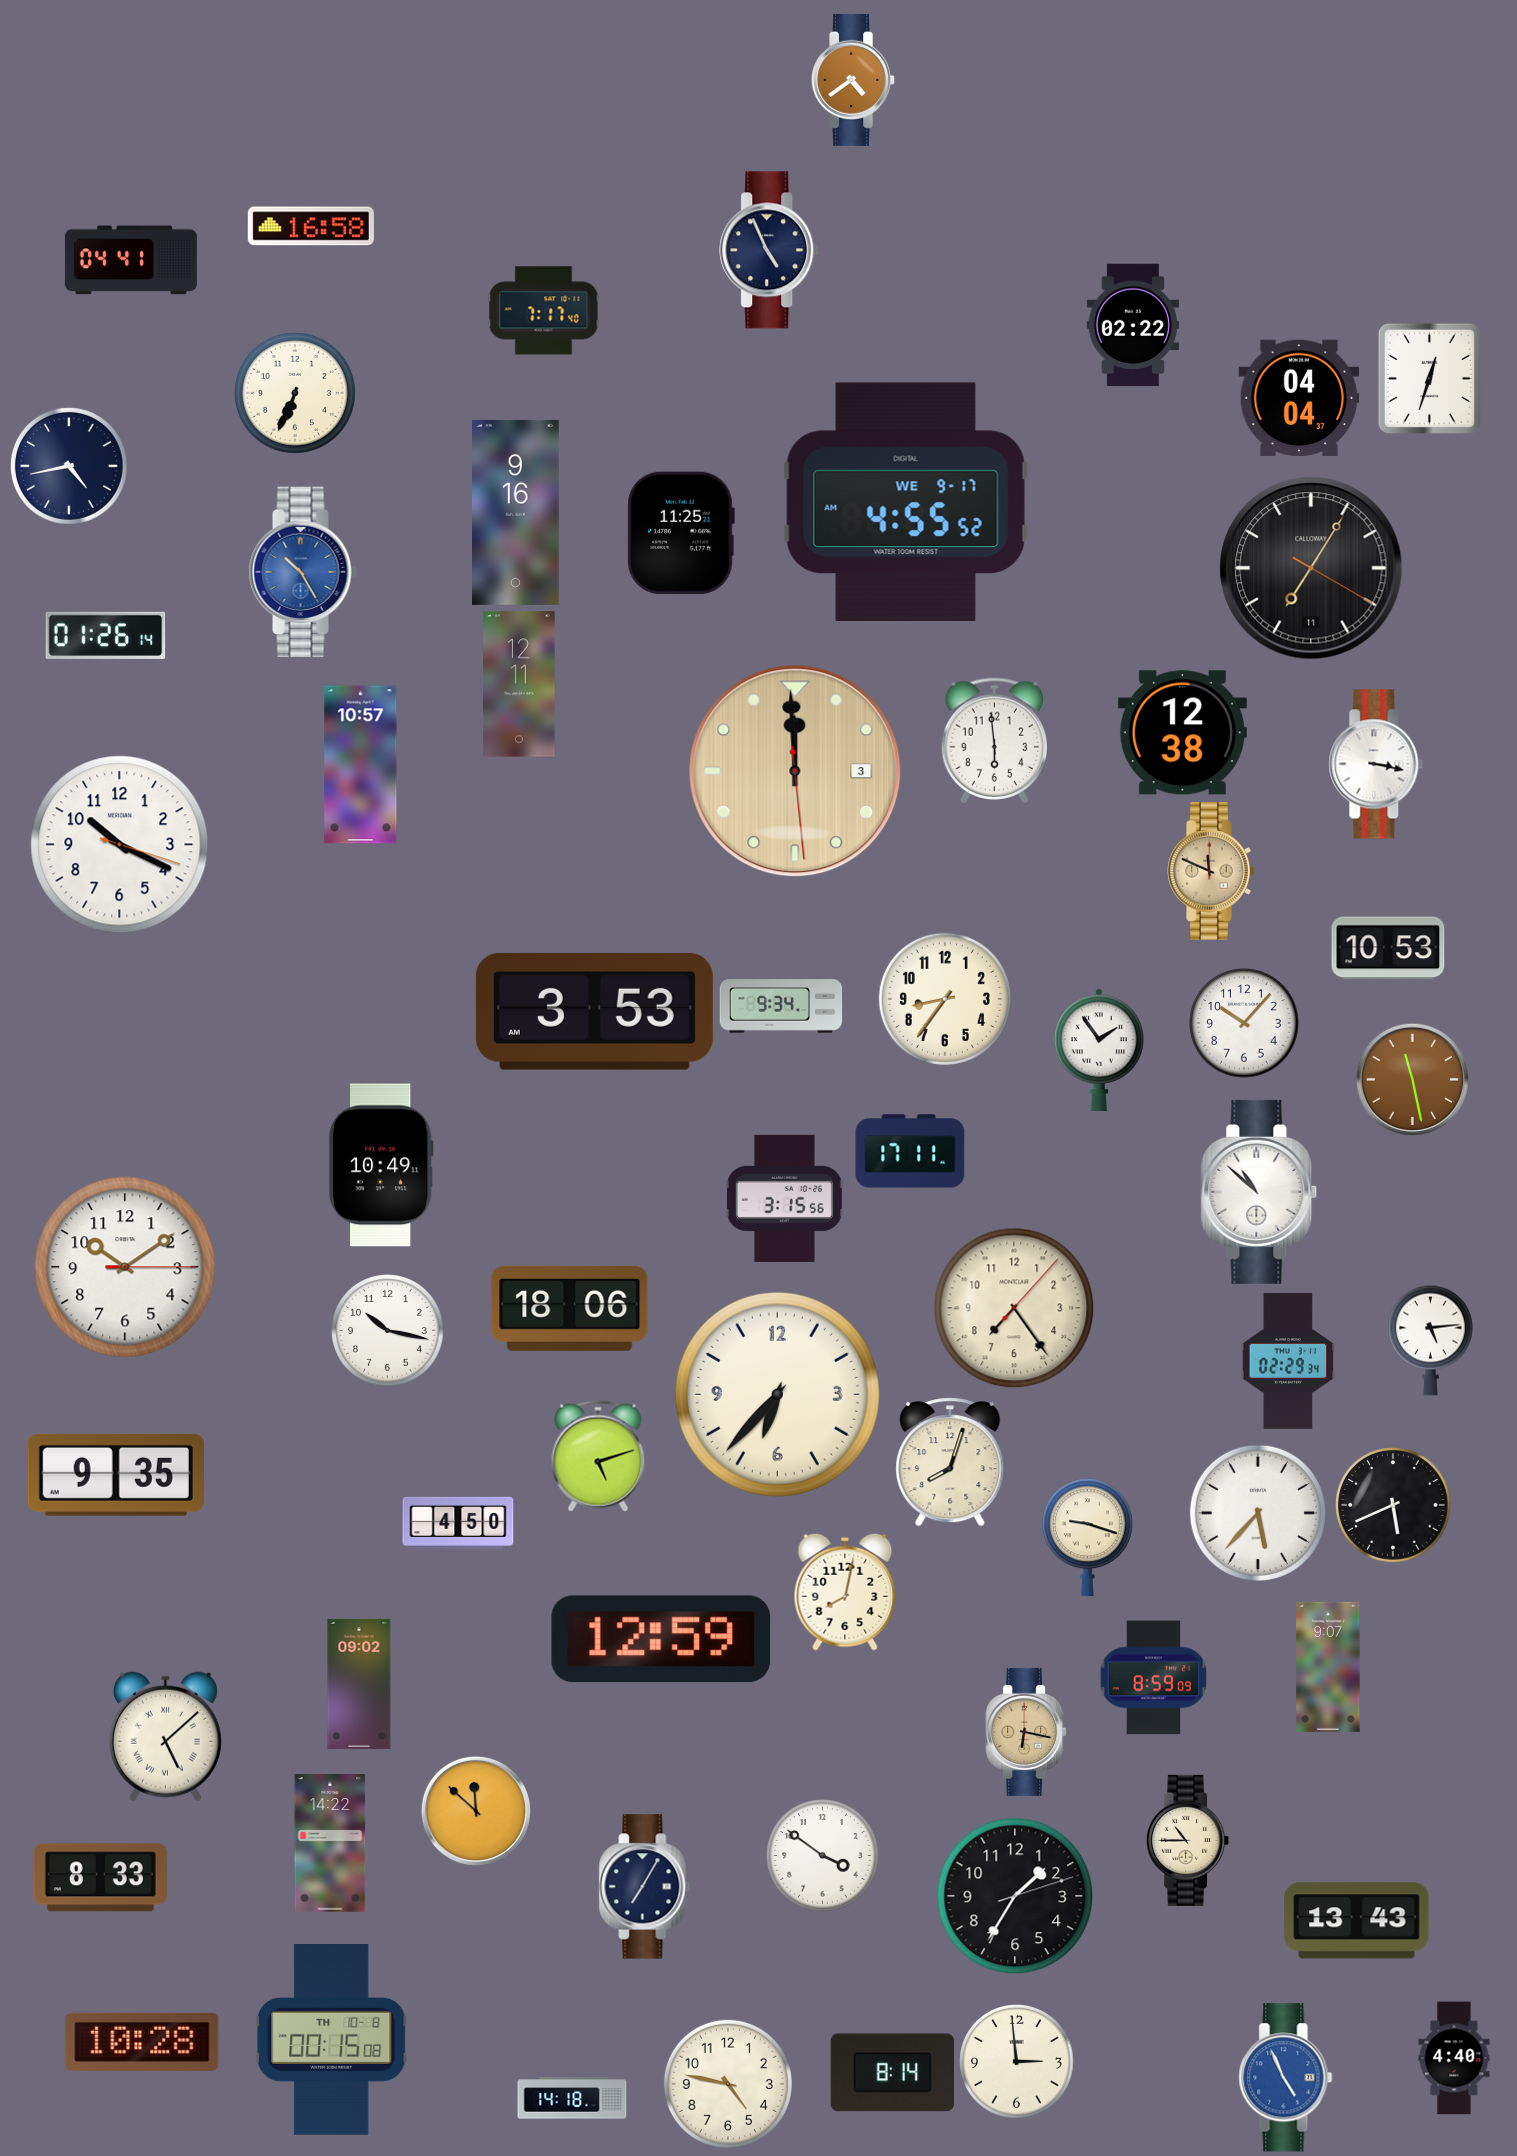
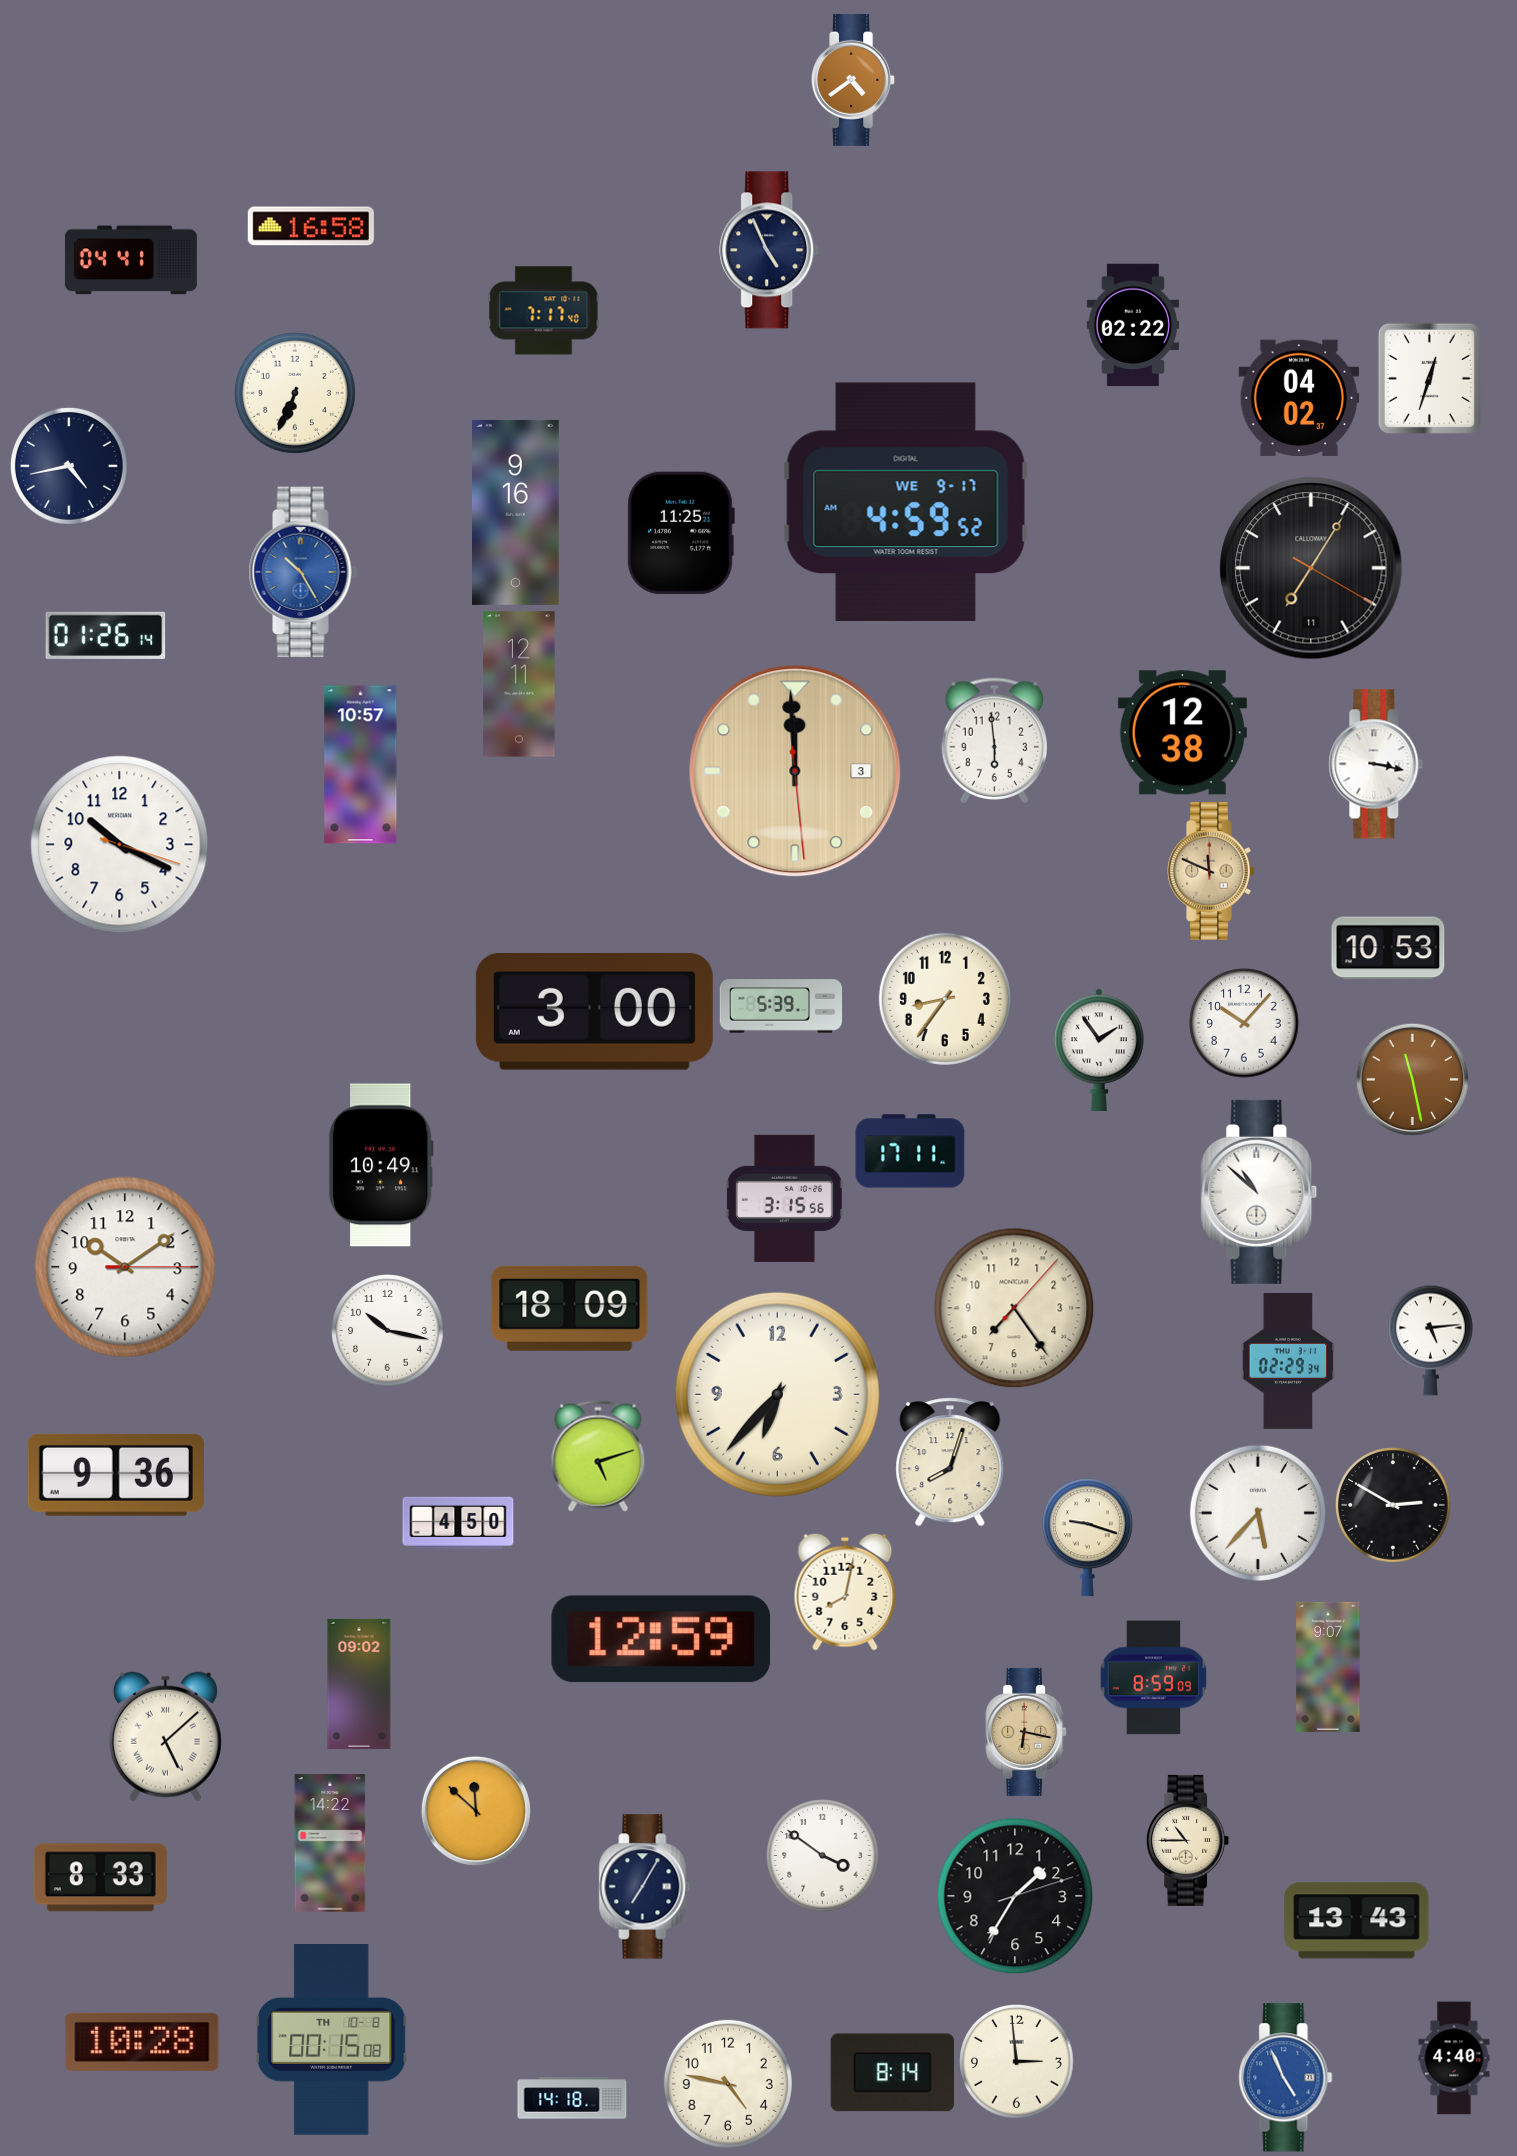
clock at (1299, 398): 04:04 -> 04:02
clock at (906, 501): 4:55 -> 4:59
clock at (781, 1006): 9:34 -> 5:39
clock at (594, 1011): 3:53 -> 3:00
clock at (570, 1308): 18:06 -> 18:09
clock at (116, 1475): 9:35 -> 9:36
clock at (1394, 1506): 5:41 -> 2:50
